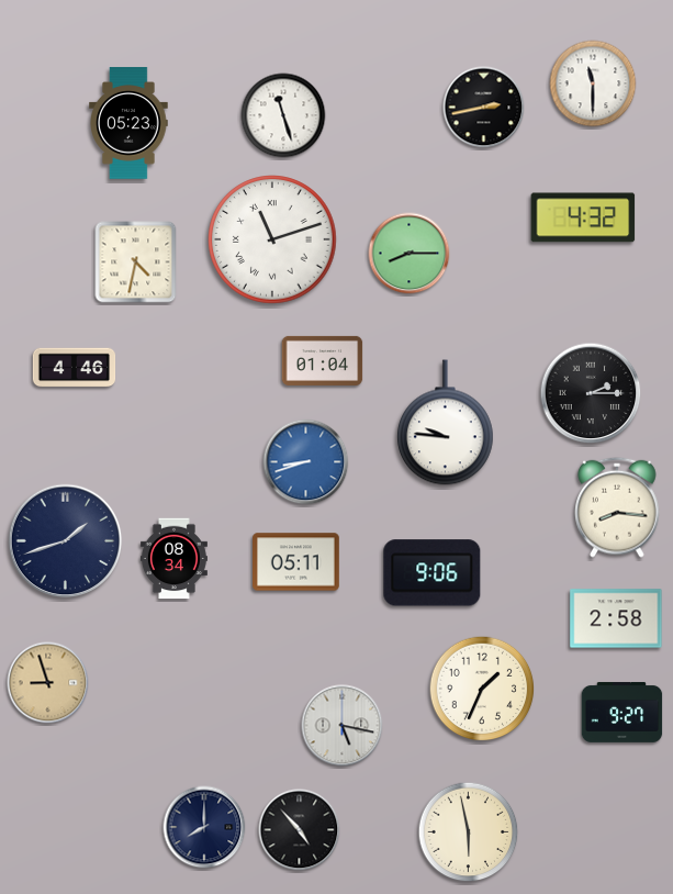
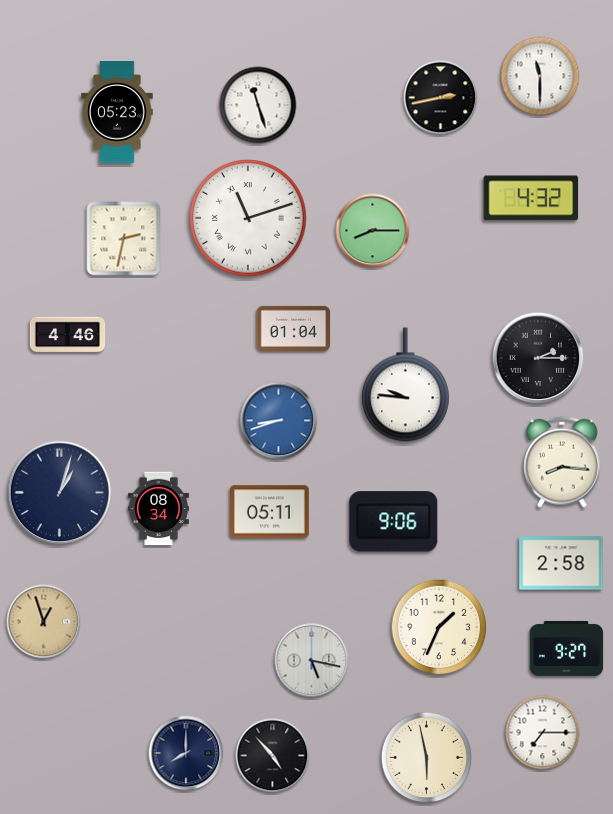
clock at (136, 262): 4:32 -> 2:32
clock at (66, 541): 1:42 -> 1:03
clock at (48, 683): 8:57 -> 12:57
clock at (543, 733): none -> 7:15
